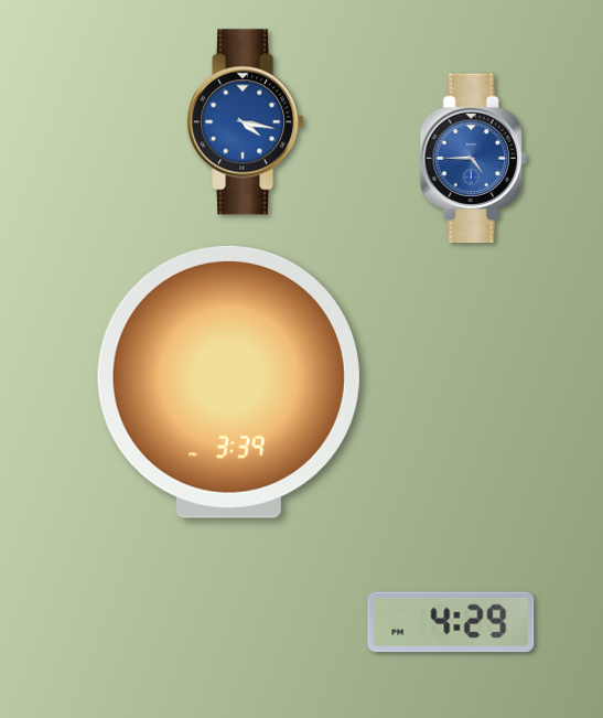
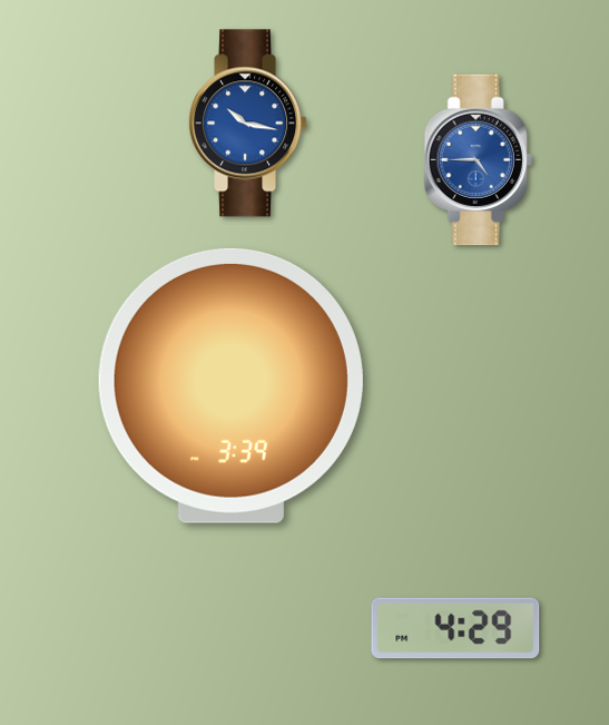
clock at (246, 122): 4:17 -> 10:17
